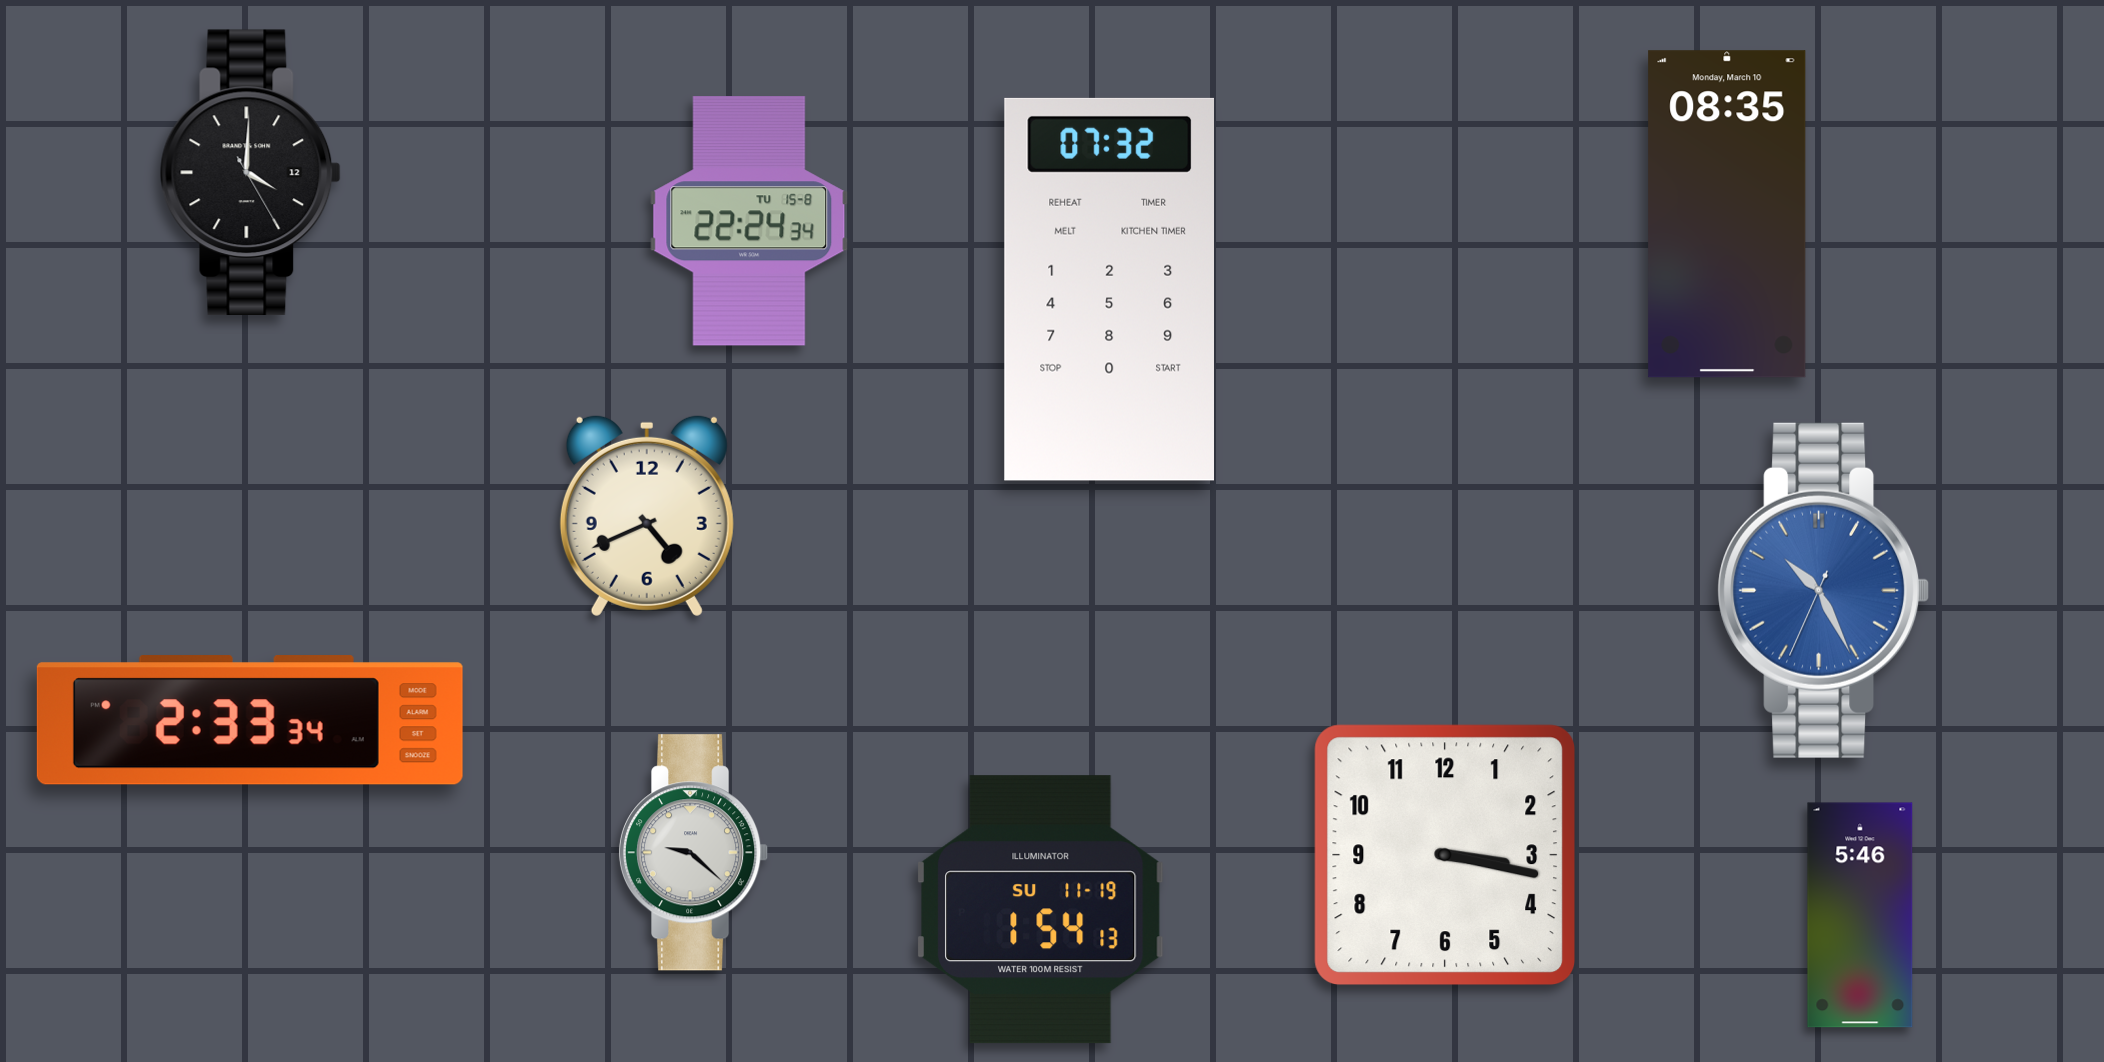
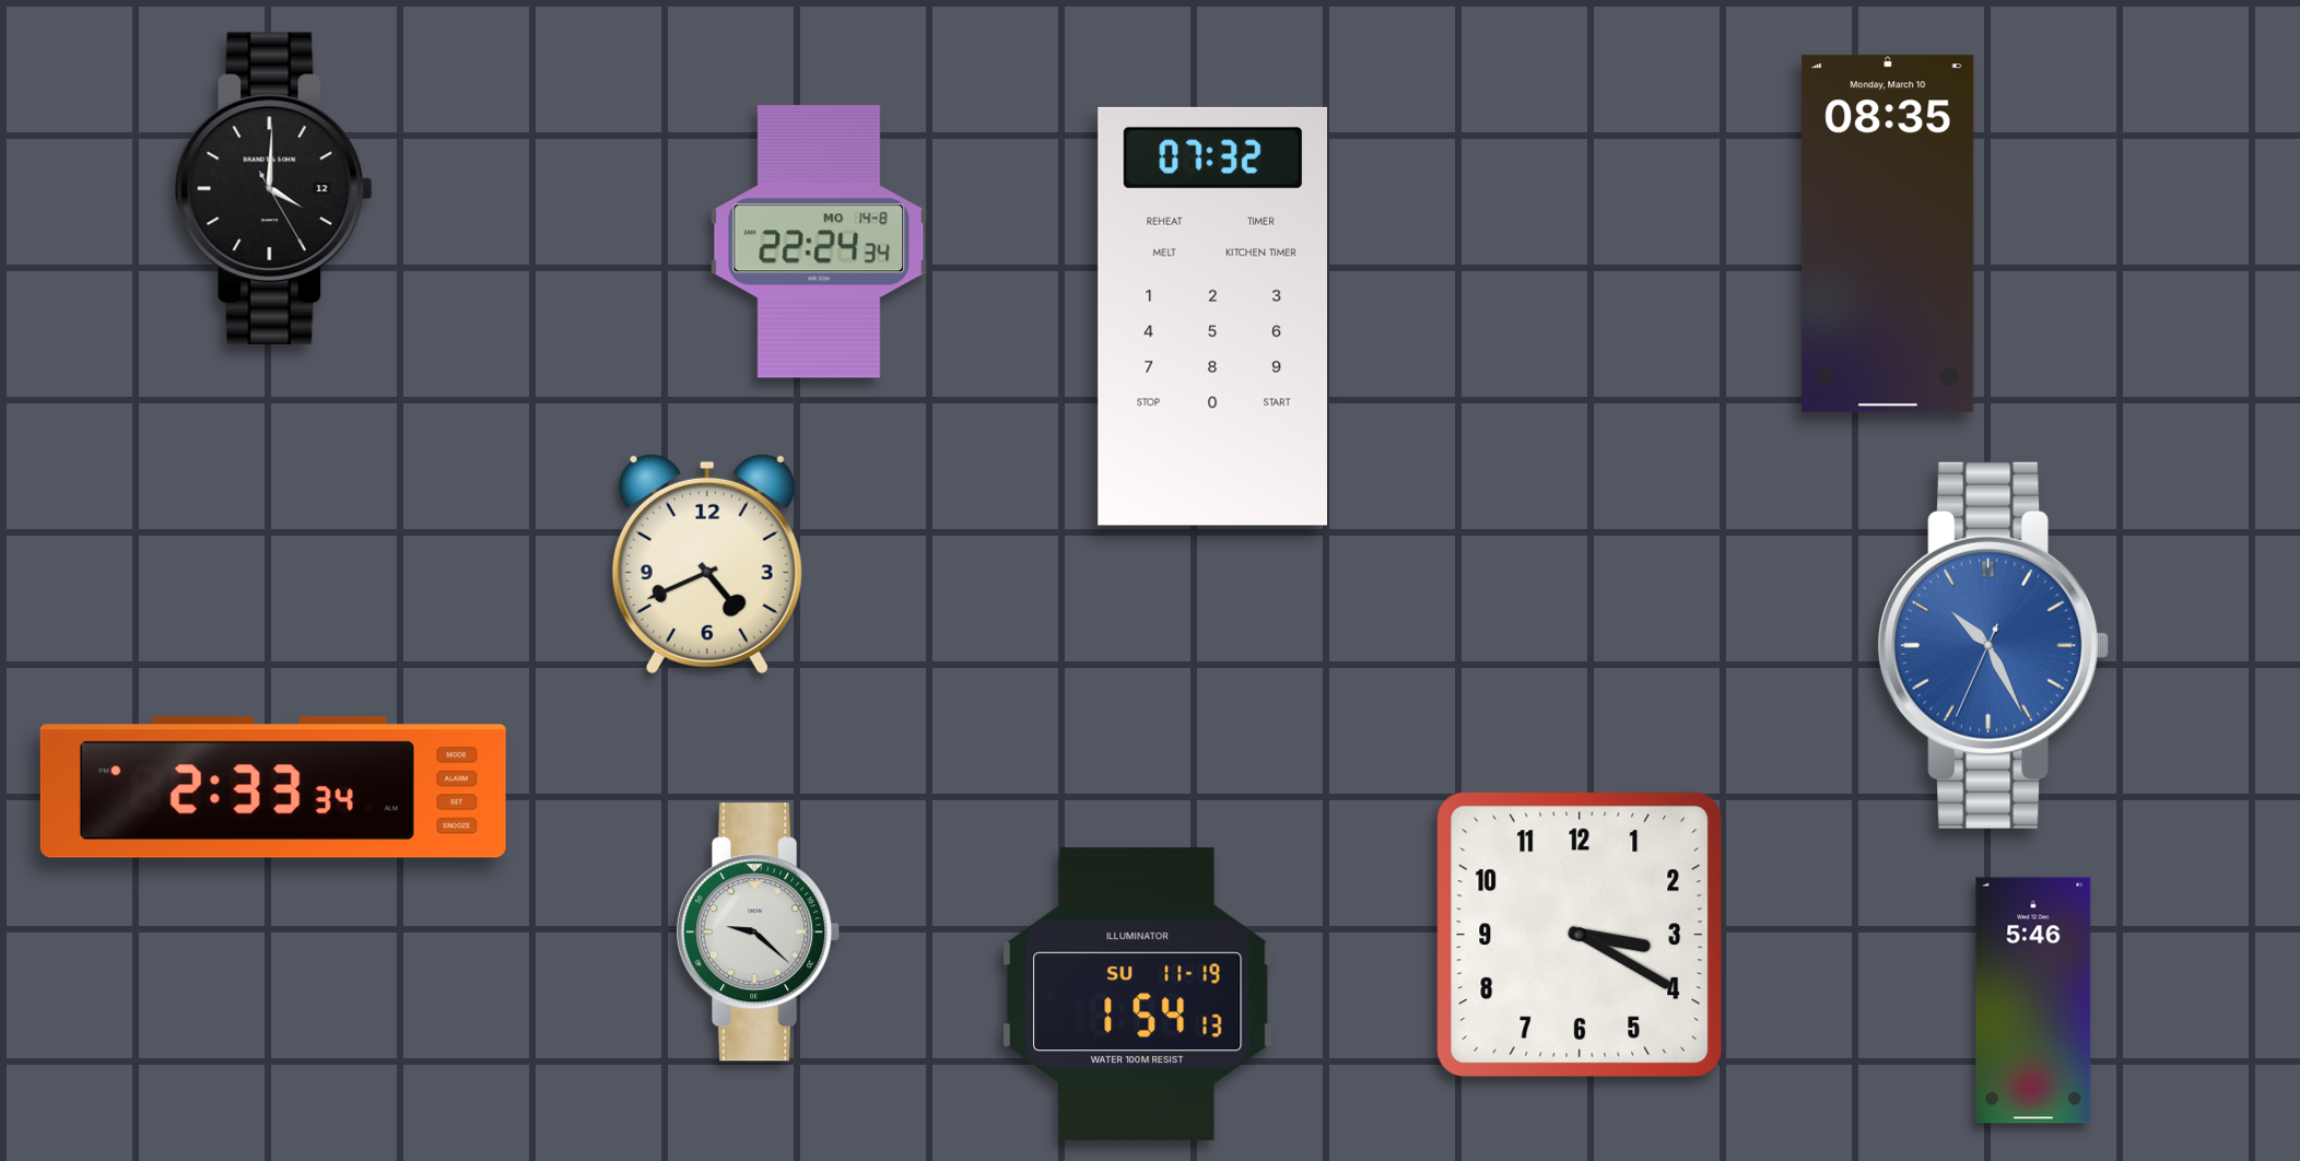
clock at (749, 221) date: TU 15-8 -> MO 14-8
clock at (1445, 855): 3:17 -> 3:20
